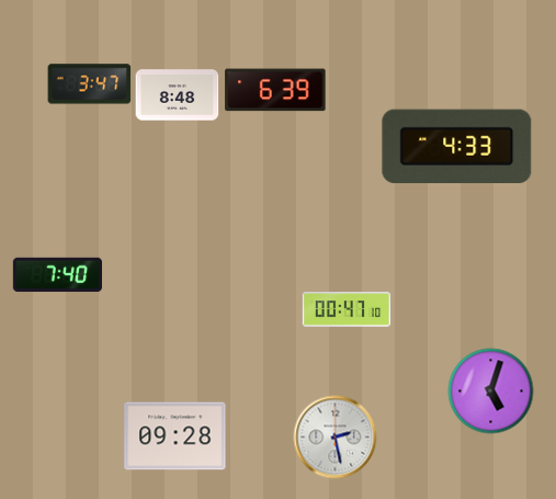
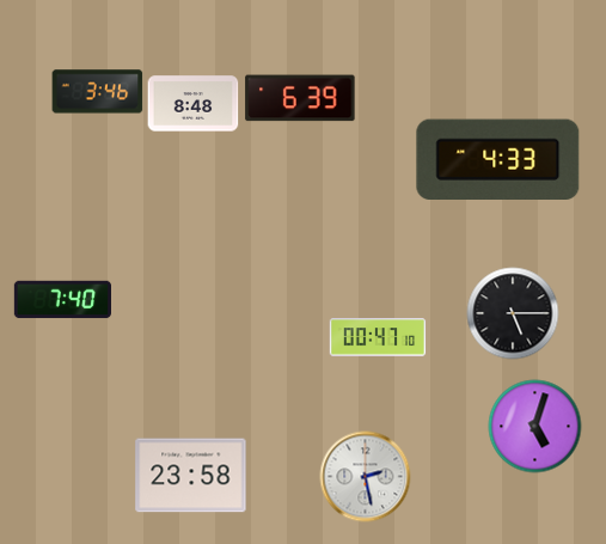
clock at (90, 84): 3:47 -> 3:46
clock at (513, 313): none -> 5:15
clock at (175, 436): 09:28 -> 23:58
